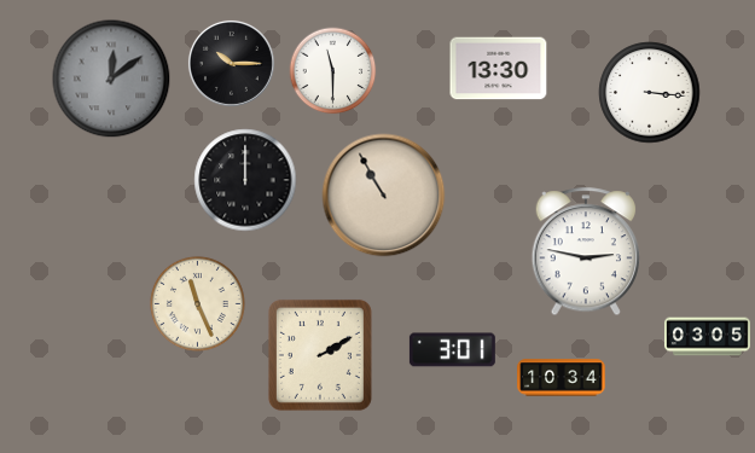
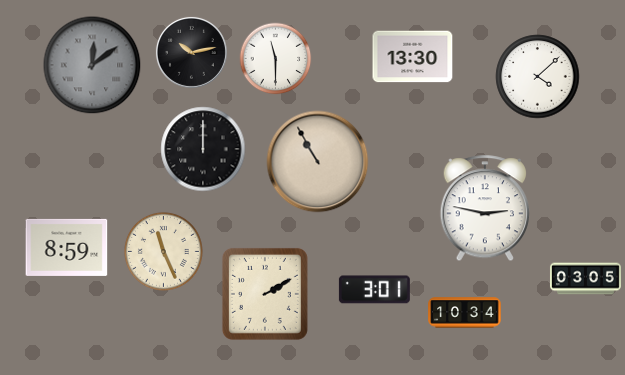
clock at (231, 63): 10:15 -> 10:13
clock at (650, 93): 3:16 -> 4:08
clock at (67, 247): none -> 8:59
